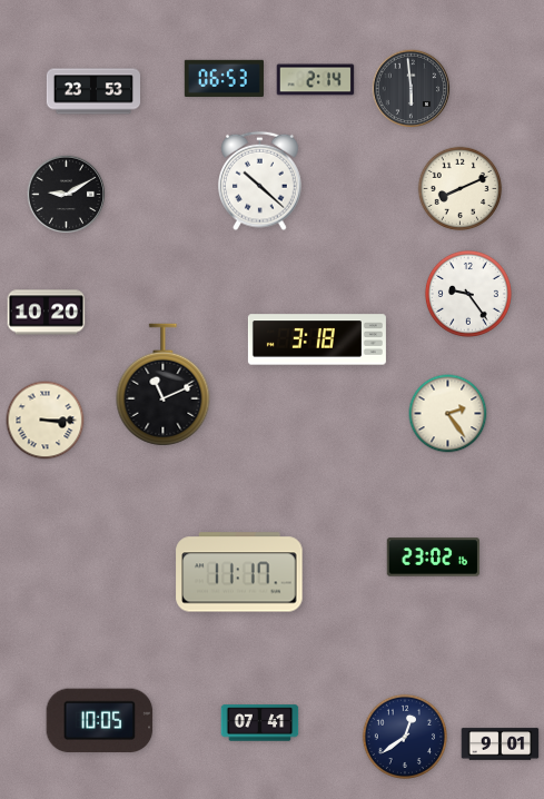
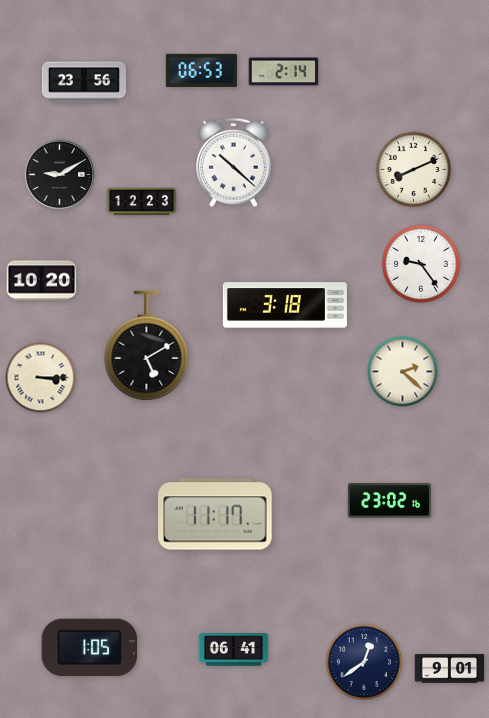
clock at (412, 89): 5:59 -> none
clock at (92, 91): 23:53 -> 23:56
clock at (142, 202): none -> 12:23
clock at (164, 385): 11:11 -> 5:10
clock at (448, 414): 2:24 -> 2:22
clock at (100, 721): 10:05 -> 1:05
clock at (260, 723): 07:41 -> 06:41
